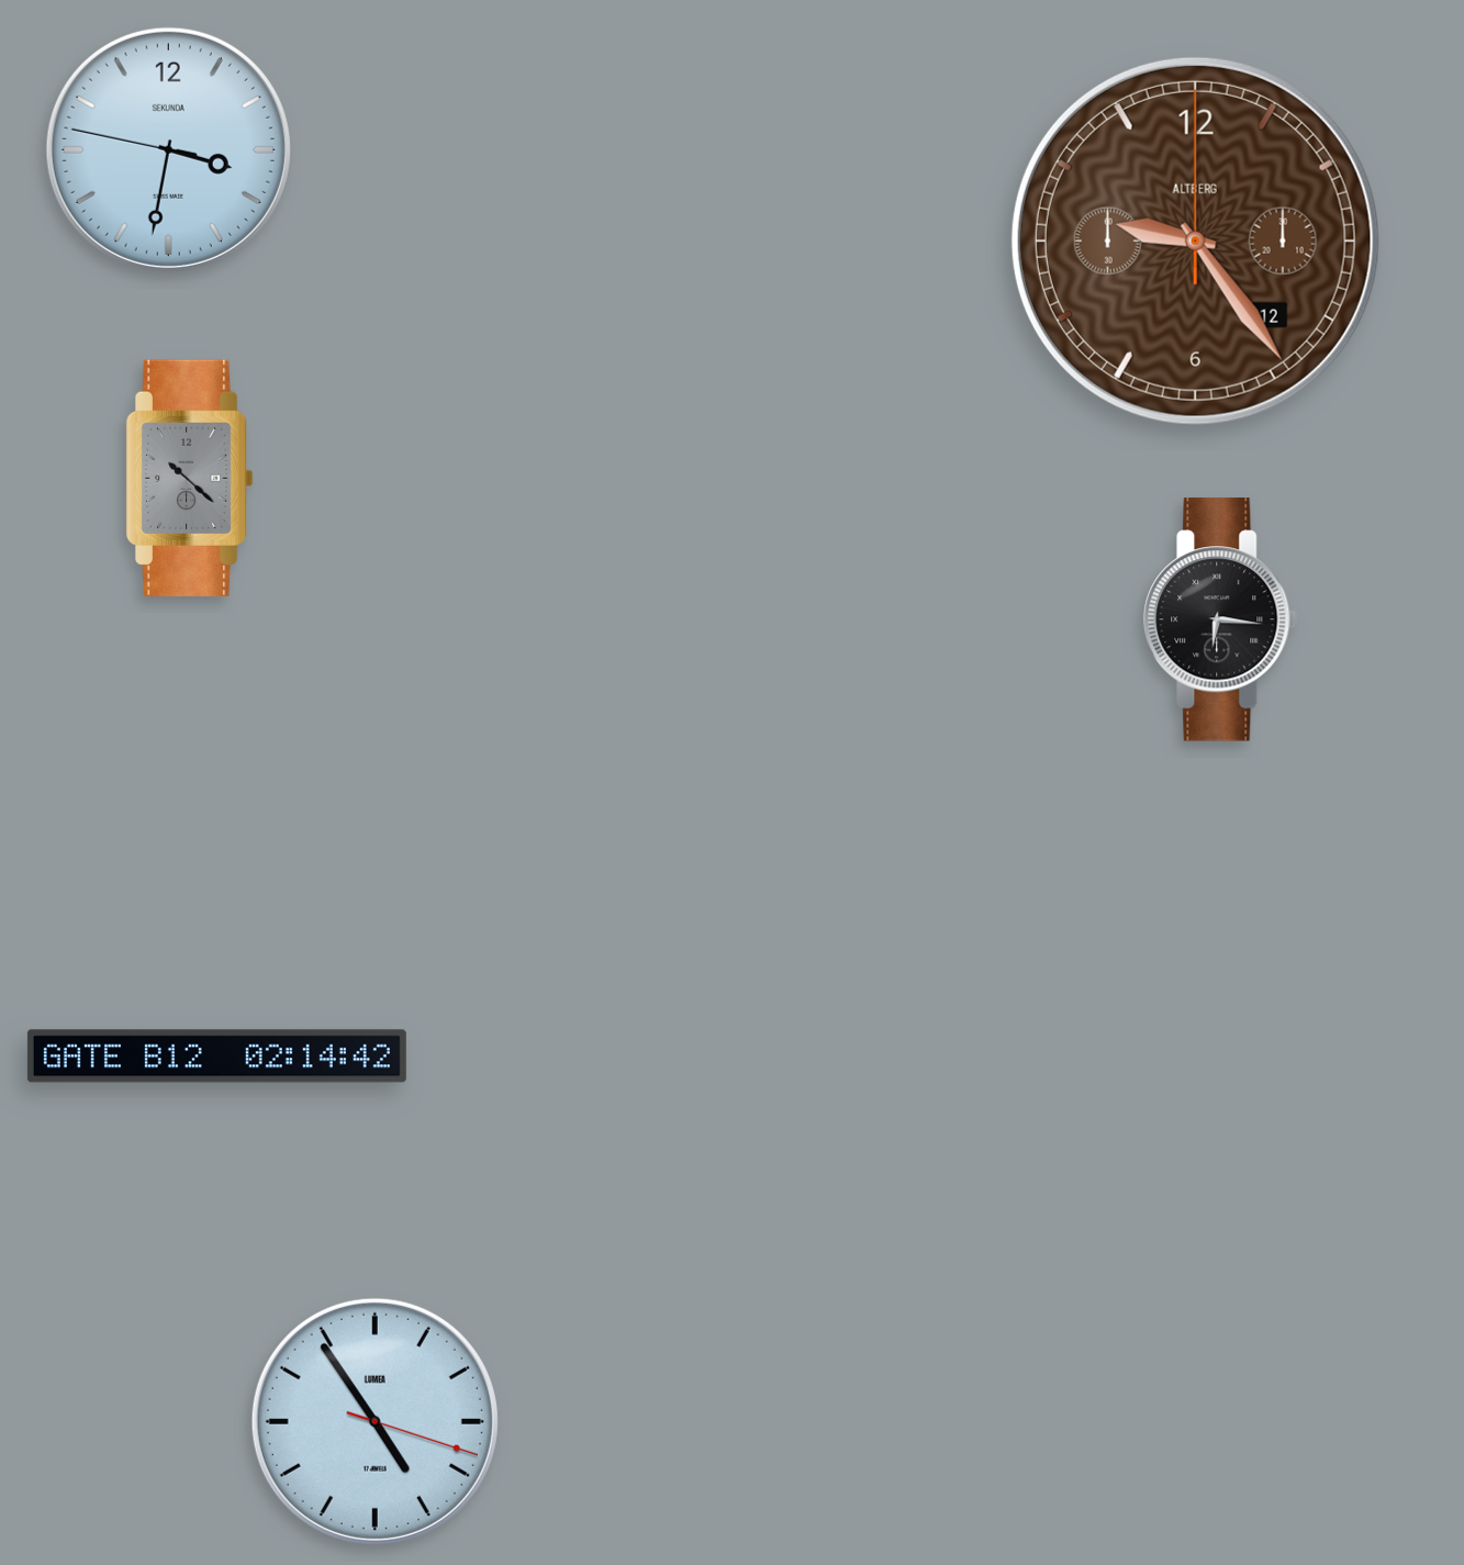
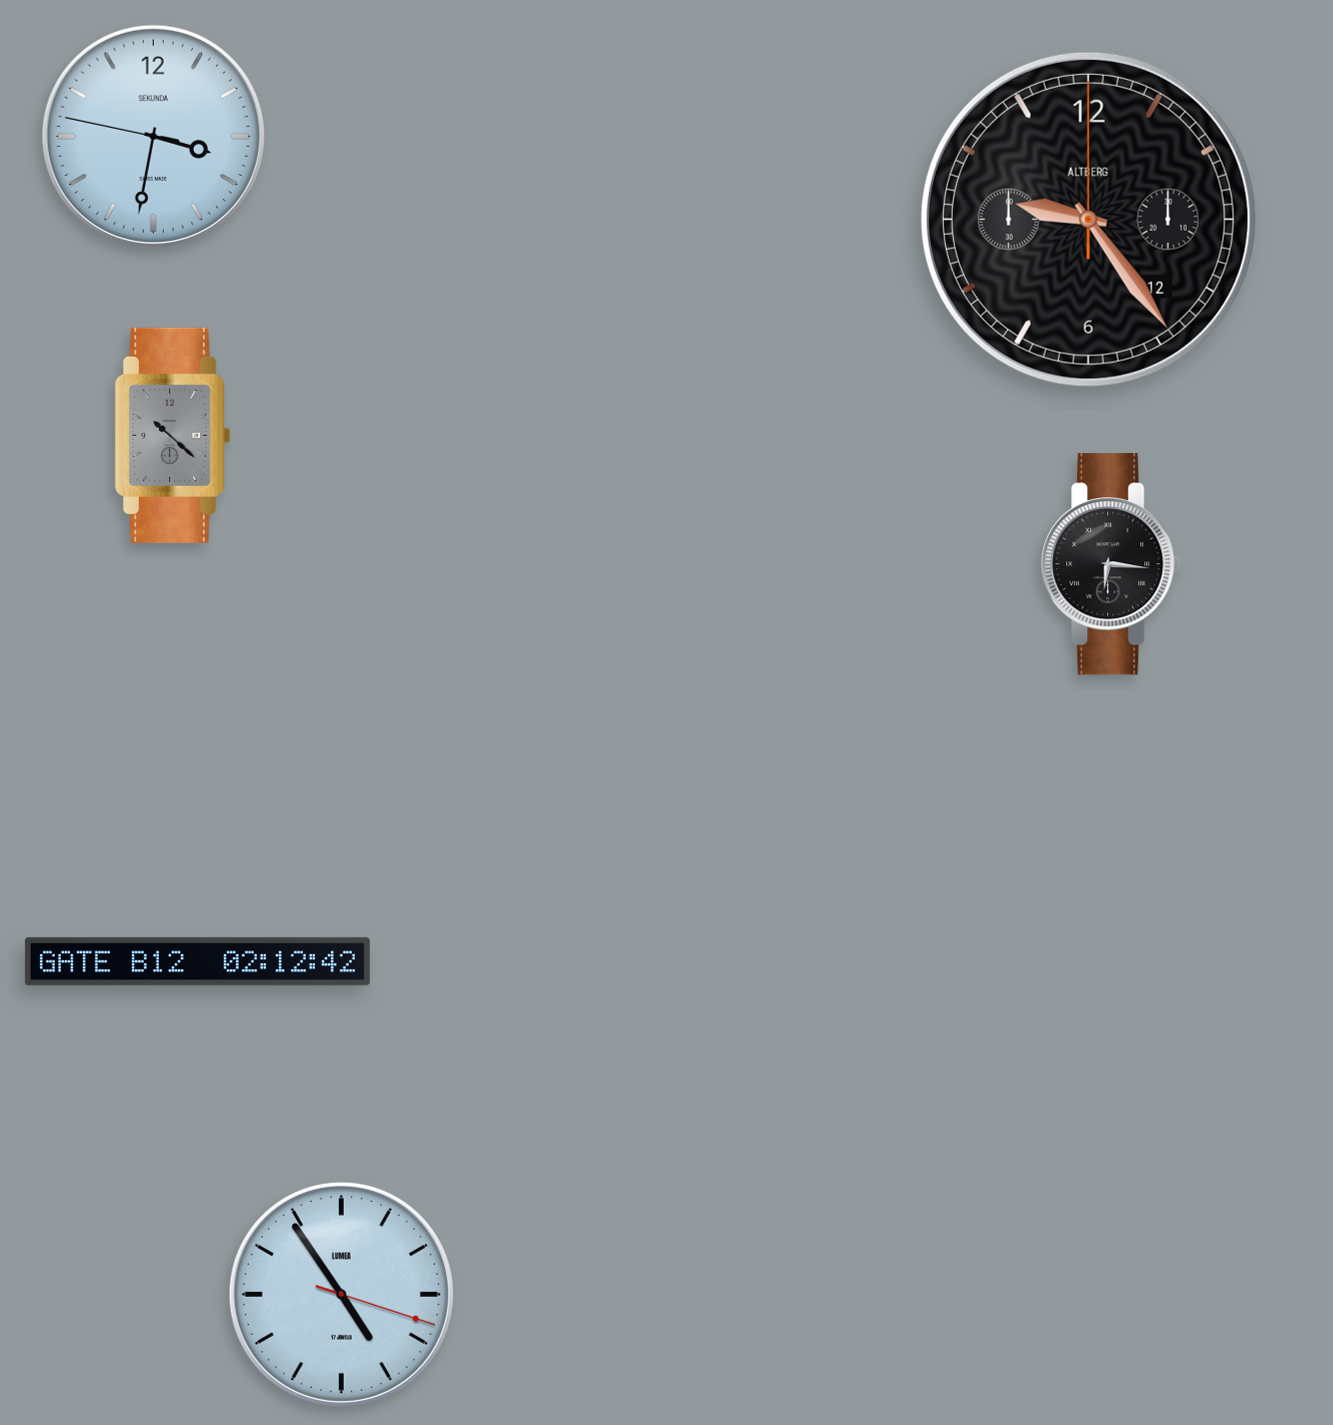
clock at (1195, 241) dial: brown -> black
clock at (216, 1057): 02:14 -> 02:12
